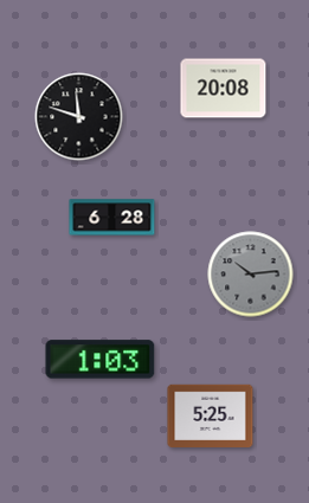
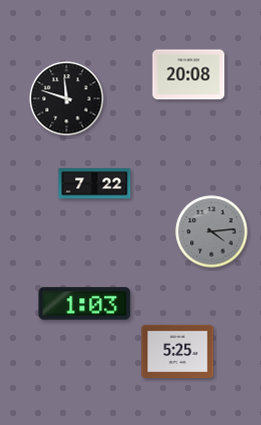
clock at (112, 218): 6:28 -> 7:22
clock at (251, 275): 10:14 -> 4:14
